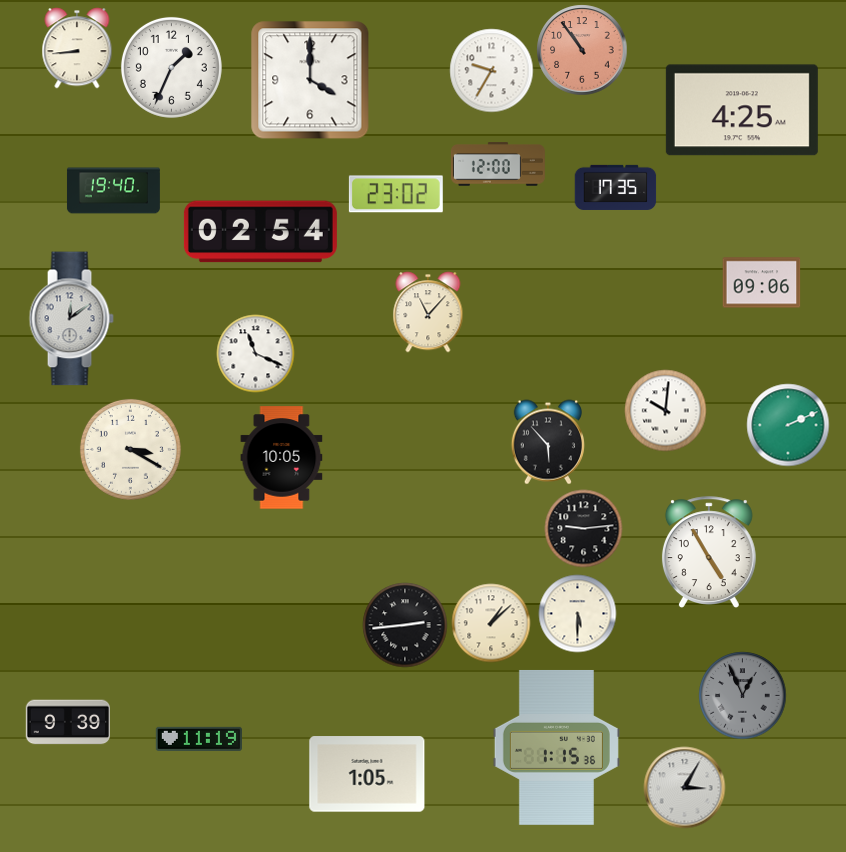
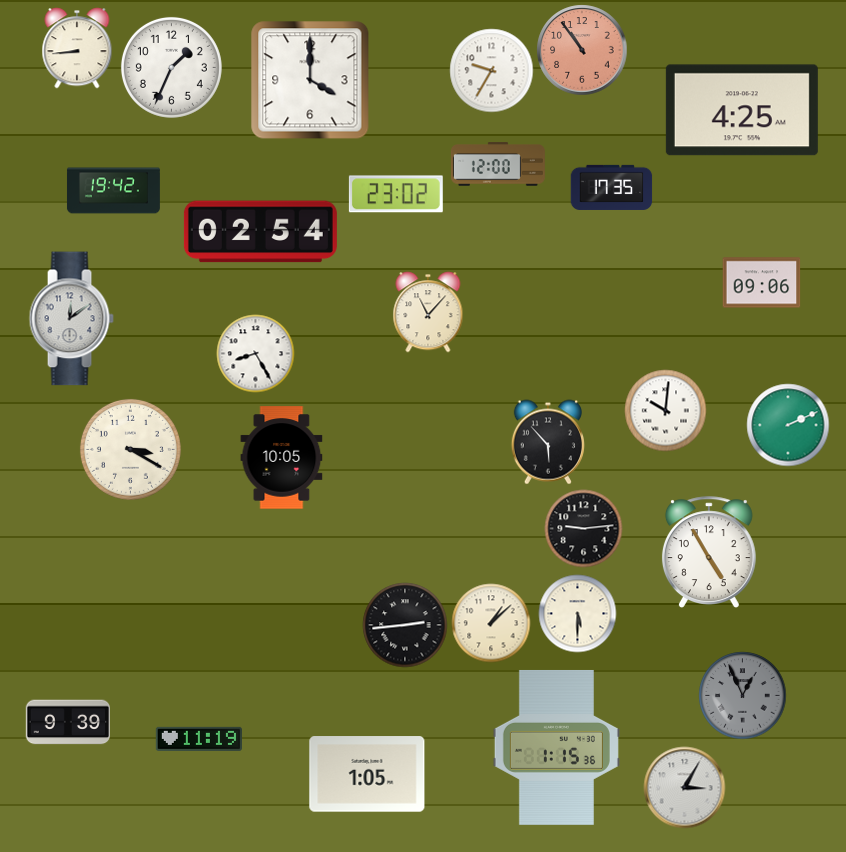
clock at (615, 187) position: (615, 187) -> (611, 187)
clock at (113, 191): 19:40 -> 19:42
clock at (255, 353): 11:19 -> 8:25
